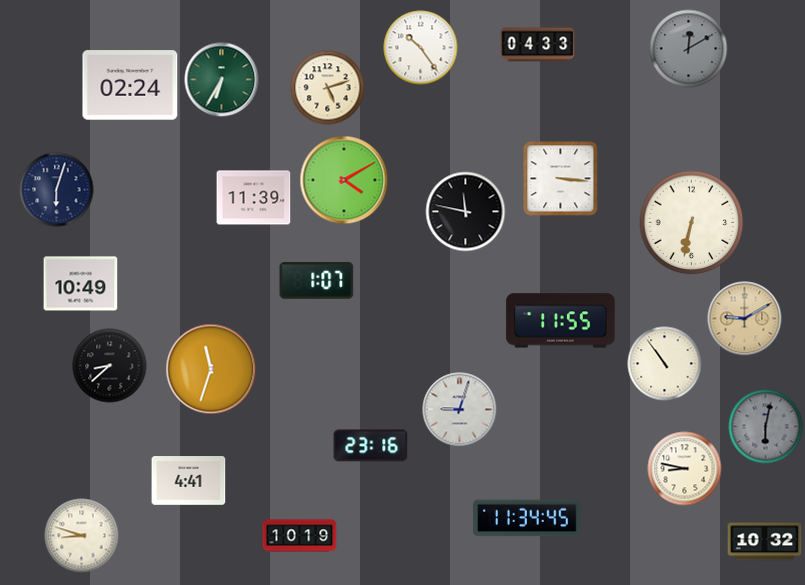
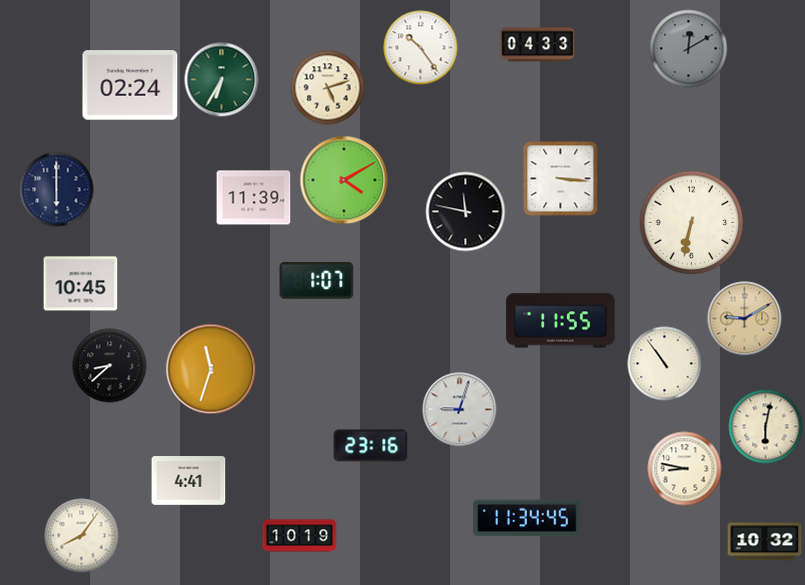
clock at (57, 190): 6:03 -> 6:00
clock at (81, 284): 10:49 -> 10:45
clock at (766, 427) dial: grey -> cream
clock at (82, 536): 8:48 -> 8:06
